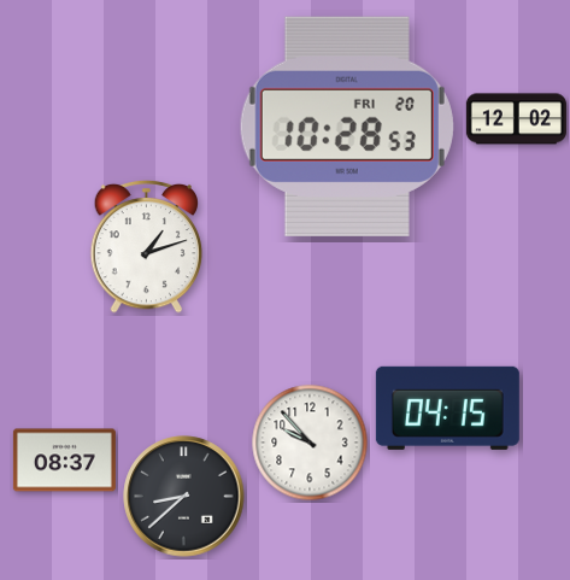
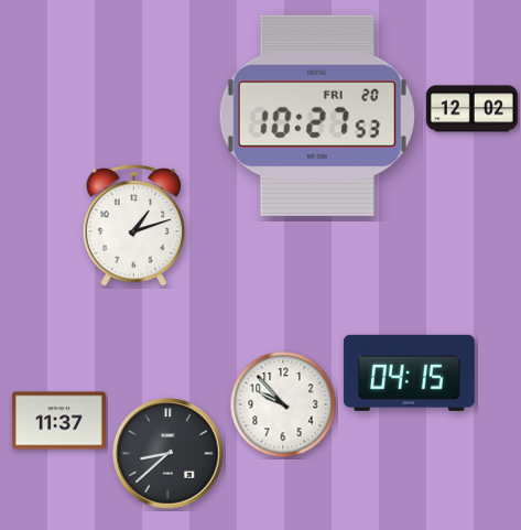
clock at (347, 127): 10:28 -> 10:27
clock at (64, 461): 08:37 -> 11:37
